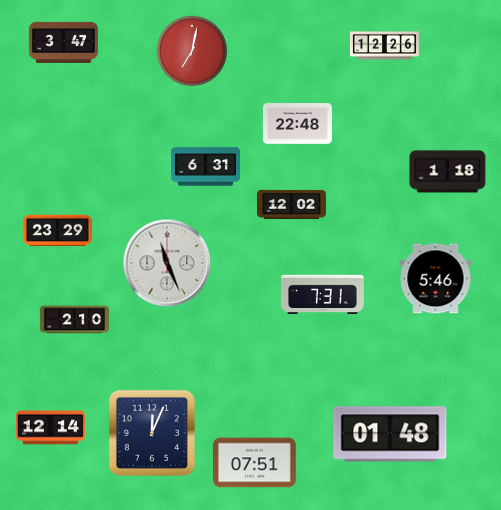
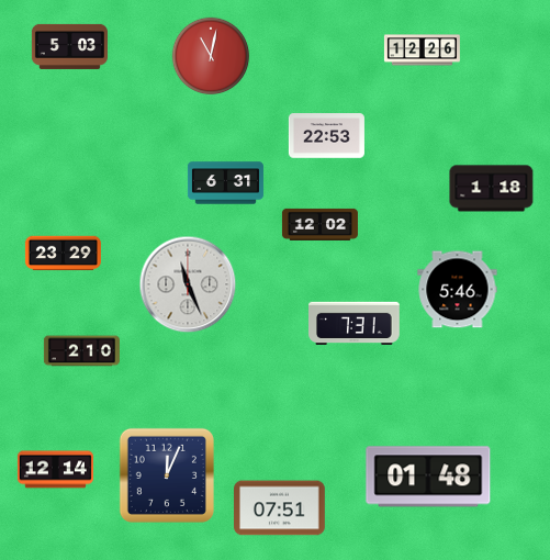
clock at (63, 42): 3:47 -> 5:03
clock at (192, 51): 7:02 -> 11:02
clock at (297, 124): 22:48 -> 22:53
clock at (167, 263) position: (167, 263) -> (188, 284)
clock at (436, 279) position: (436, 279) -> (458, 290)
